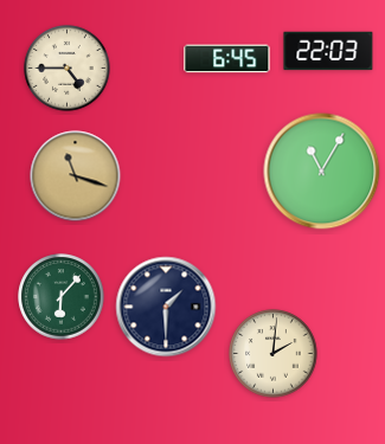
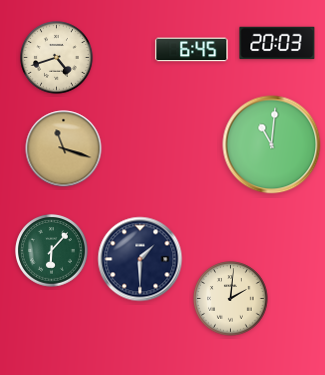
clock at (328, 51): 22:03 -> 20:03
clock at (68, 69): 4:45 -> 4:42
clock at (322, 172): 11:05 -> 11:01
